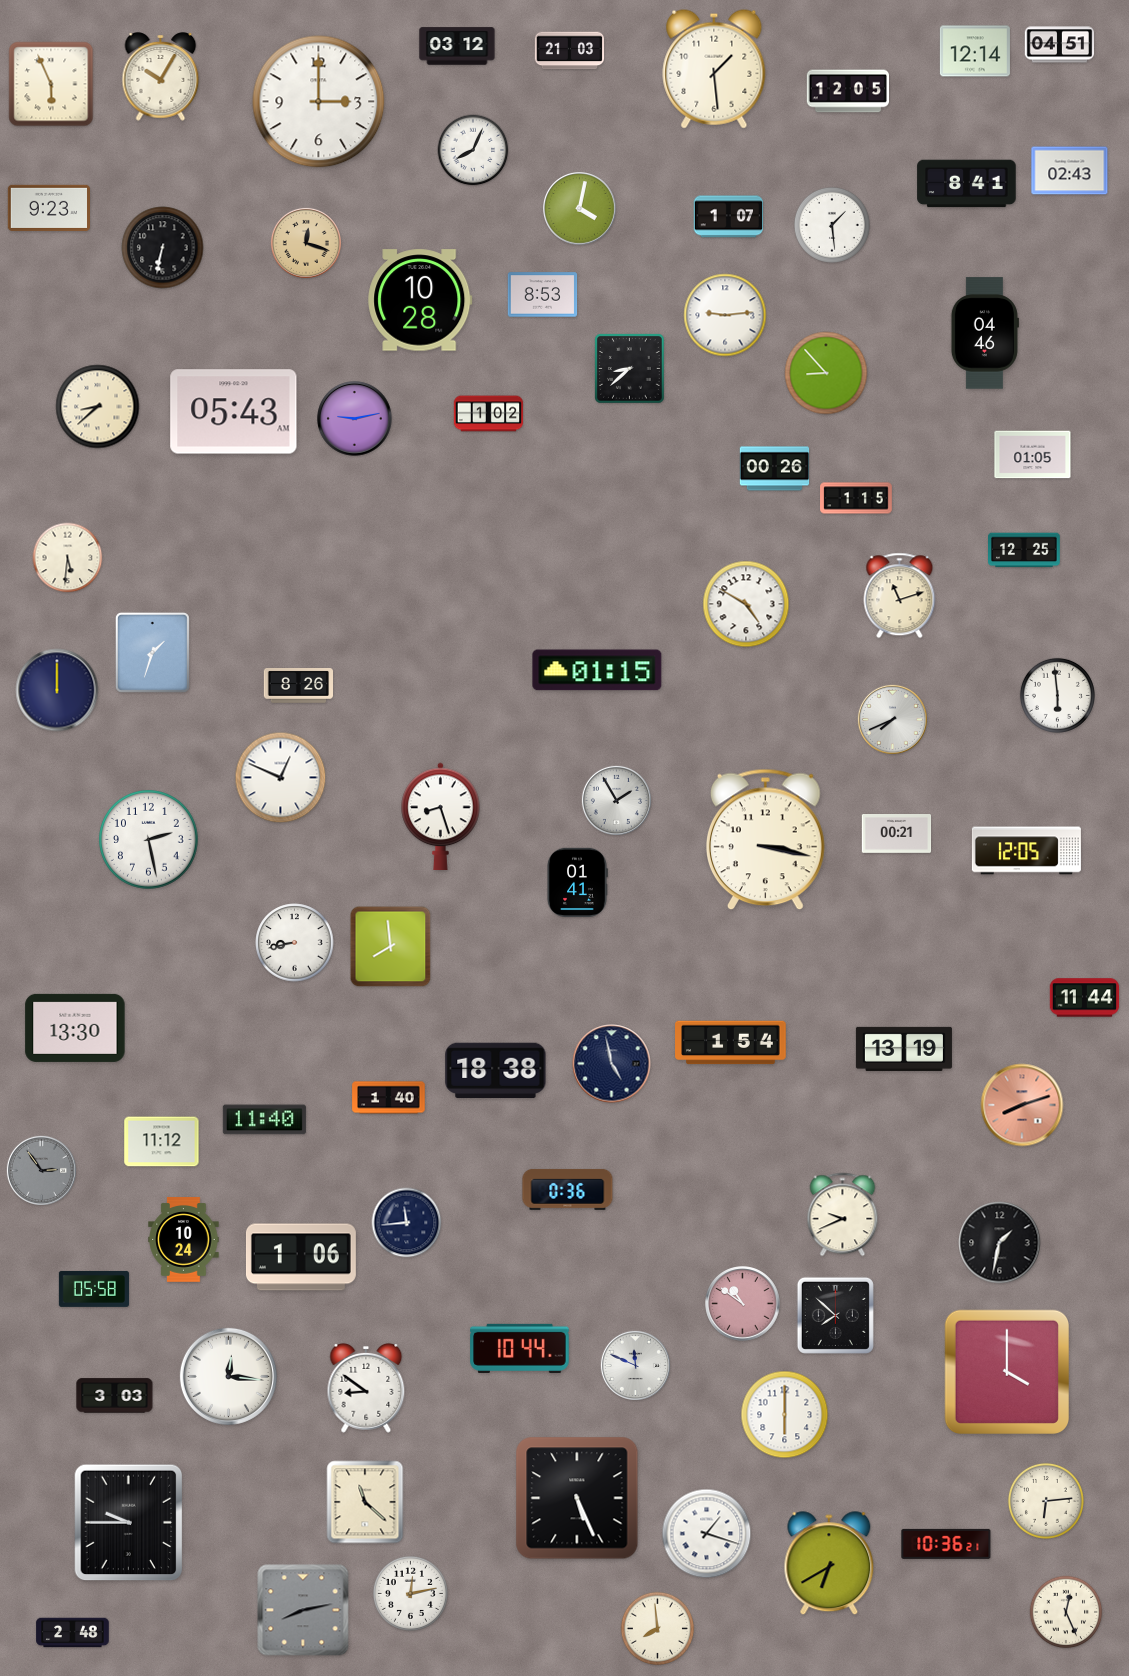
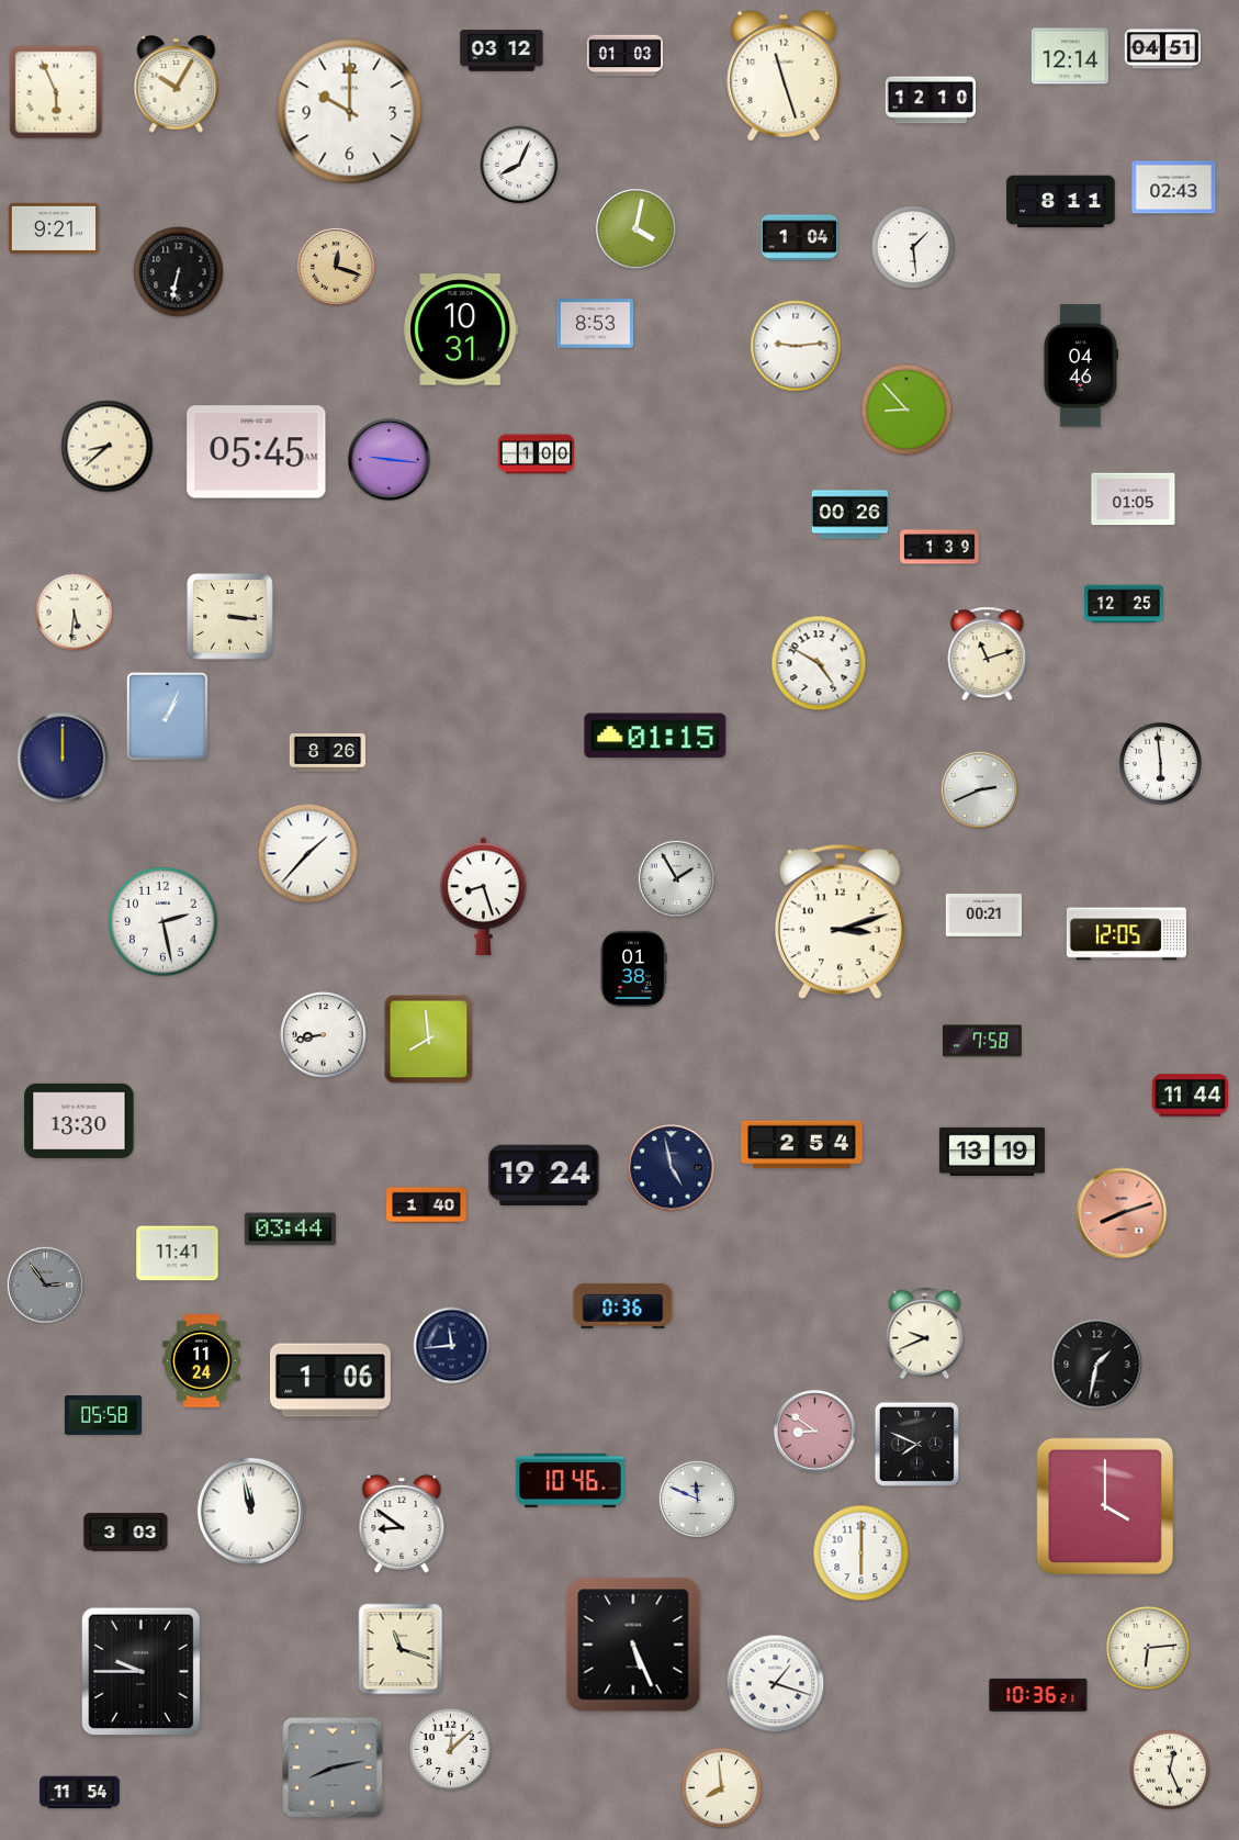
clock at (570, 51): 21:03 -> 01:03
clock at (714, 69): 1:29 -> 11:27
clock at (847, 91): 12:05 -> 12:10
clock at (319, 102): 3:00 -> 10:00
clock at (967, 184): 8:41 -> 8:11
clock at (48, 208): 9:23 -> 9:21
clock at (728, 217): 1:07 -> 1:04
clock at (420, 300): 10:28 -> 10:31
clock at (630, 369): 8:38 -> none
clock at (234, 412): 05:43 -> 05:45
clock at (489, 414): 1:02 -> 1:00
clock at (355, 419): 9:13 -> 9:16
clock at (856, 498): 1:15 -> 1:39
clock at (230, 617): none -> 3:16
clock at (152, 652): 1:33 -> 1:04
clock at (892, 719): 7:41 -> 2:41
clock at (281, 778): 12:49 -> 1:37
clock at (766, 840): 3:17 -> 3:12
clock at (577, 883): 01:41 -> 01:38
clock at (983, 1041): none -> 7:58
clock at (75, 1028) position: (75, 1028) -> (79, 1121)
clock at (731, 1043): 1:54 -> 2:54
clock at (496, 1070): 18:38 -> 19:24
clock at (264, 1120): 11:40 -> 03:44
clock at (162, 1142): 11:12 -> 11:41
clock at (407, 1223) position: (407, 1223) -> (452, 1346)
clock at (184, 1240): 10:24 -> 11:24
clock at (743, 1304): 10:51 -> 8:51
clock at (835, 1315): 7:52 -> 7:49
clock at (520, 1348): 10:44 -> 10:46
clock at (228, 1376): 12:16 -> 11:58
clock at (365, 1502): 11:22 -> 11:18
clock at (829, 1564): 6:40 -> none
clock at (410, 1593): 12:13 -> 12:08
clock at (73, 1633): 2:48 -> 11:54
